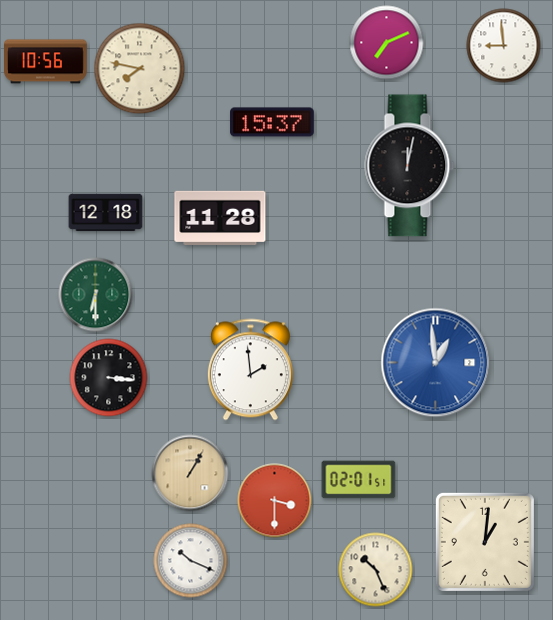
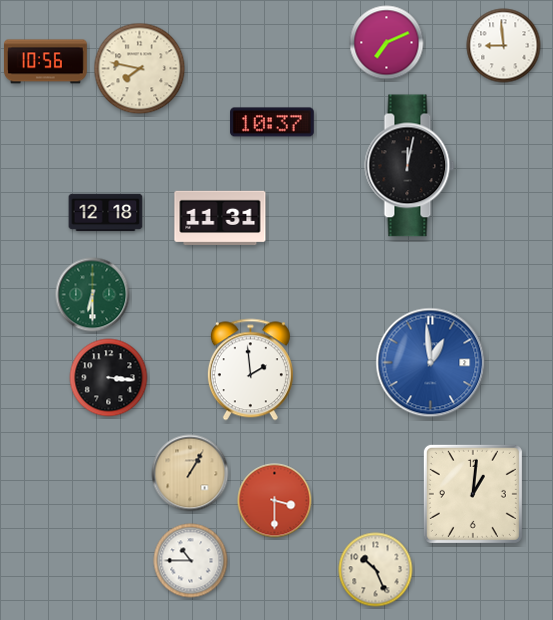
clock at (272, 122): 15:37 -> 10:37
clock at (220, 217): 11:28 -> 11:31
clock at (96, 295) position: (96, 295) -> (93, 295)
clock at (436, 363) position: (436, 363) -> (431, 363)
clock at (359, 480): 02:01 -> none
clock at (485, 542) position: (485, 542) -> (473, 494)
clock at (191, 561): 10:19 -> 10:45
